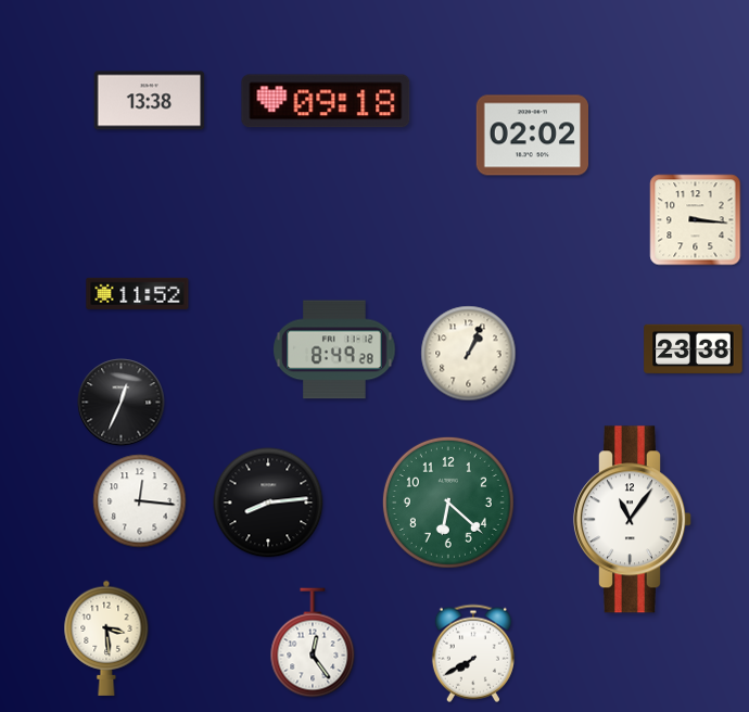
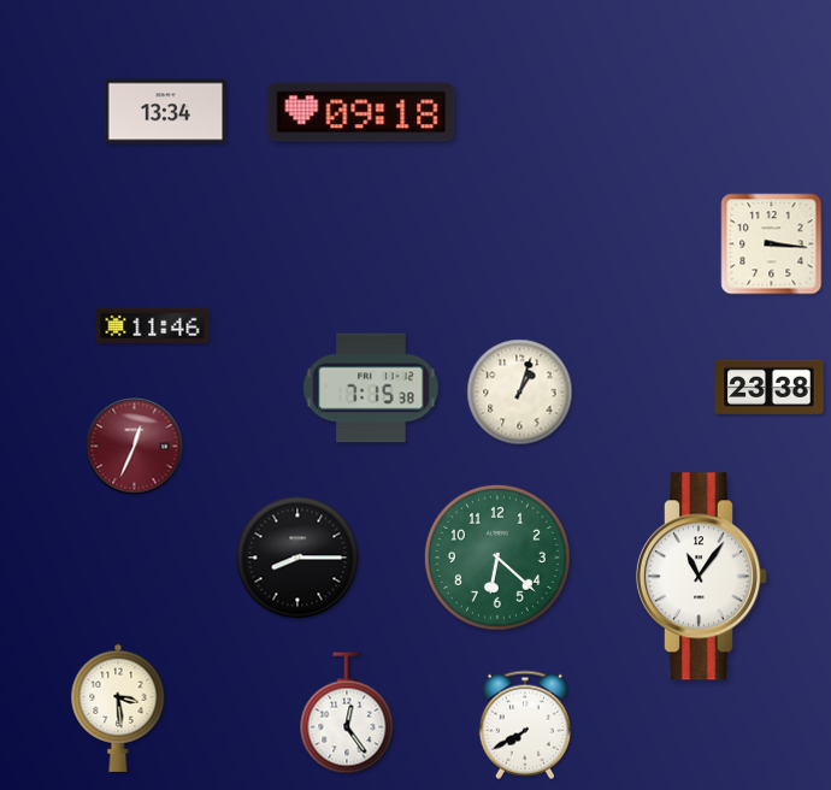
clock at (150, 101): 13:38 -> 13:34
clock at (532, 136): 02:02 -> none
clock at (138, 293): 11:52 -> 11:46
clock at (334, 349): 8:49 -> 7:15
clock at (469, 354): 1:04 -> 1:03
clock at (122, 403) dial: black -> burgundy
clock at (140, 501): 12:16 -> none
clock at (268, 503): 8:14 -> 8:15
